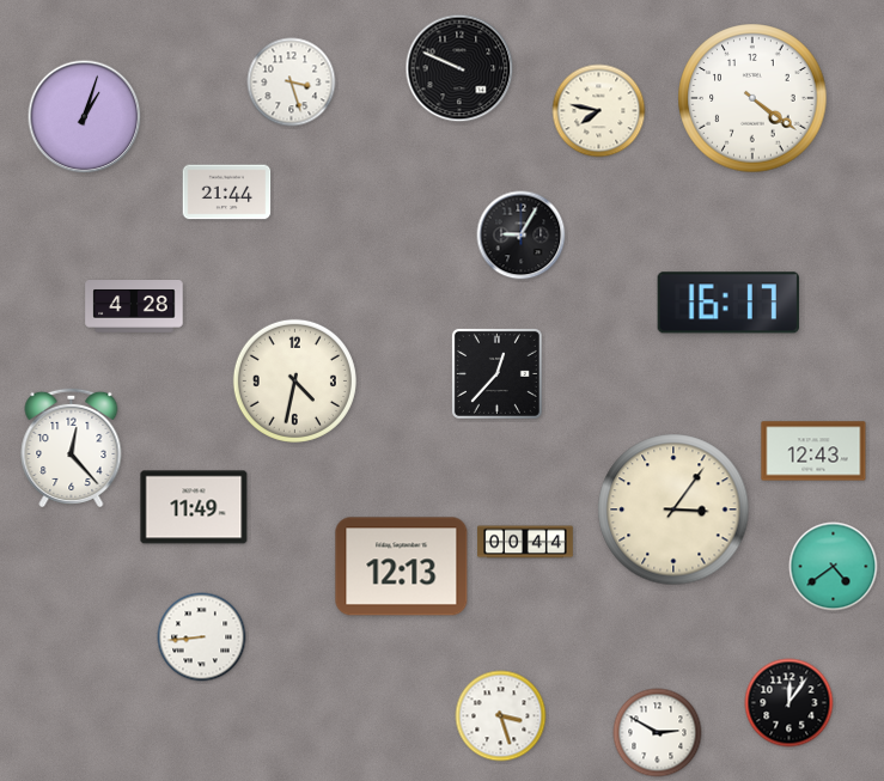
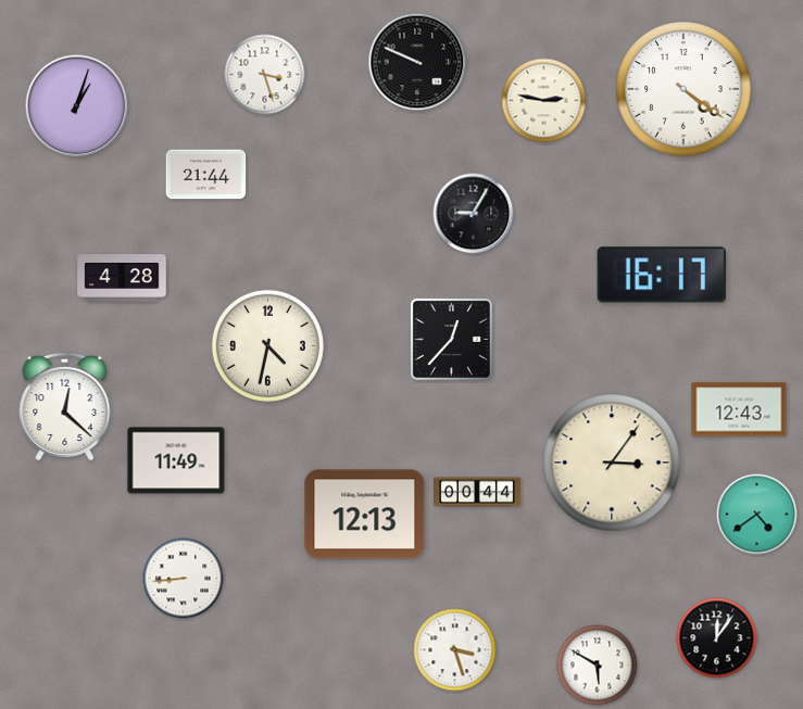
clock at (599, 111): 7:47 -> 2:47
clock at (72, 447): 12:23 -> 12:22
clock at (658, 733): 2:50 -> 5:50
